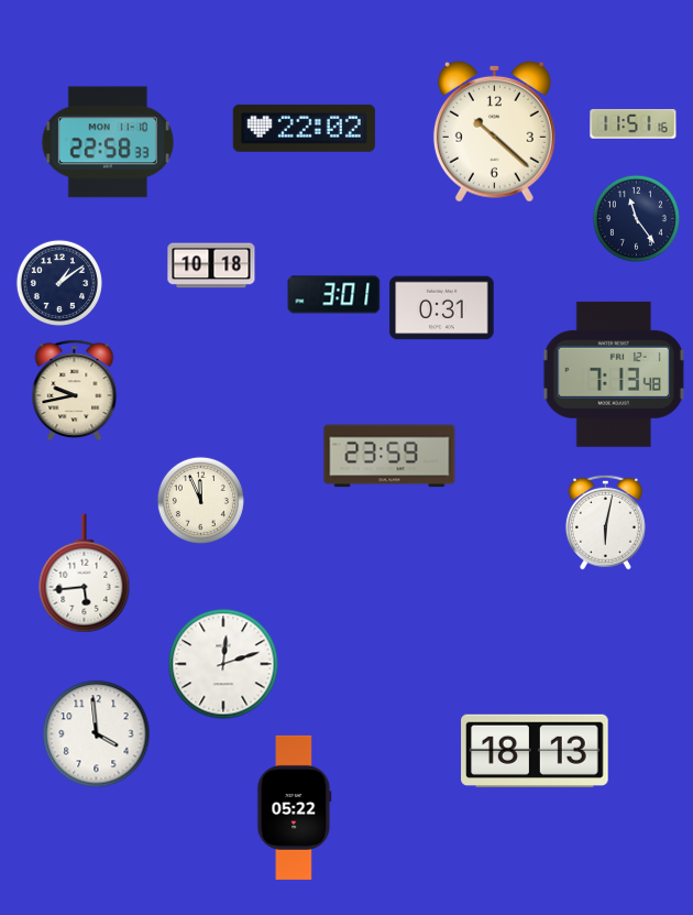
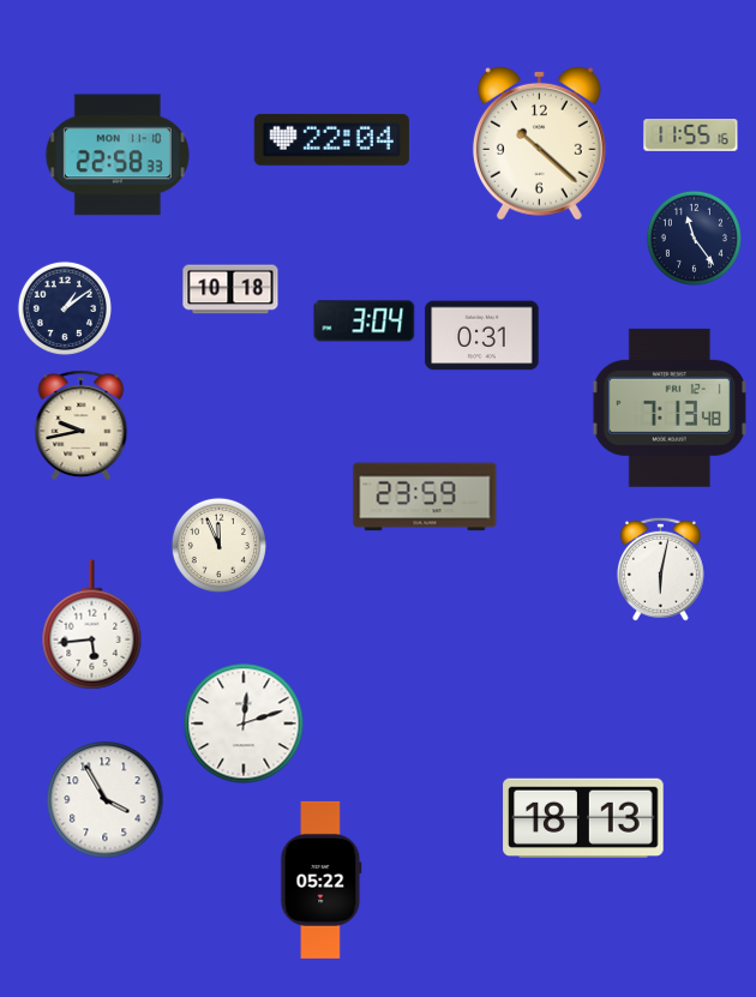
clock at (634, 124): 11:51 -> 11:55
clock at (304, 128): 22:02 -> 22:04
clock at (334, 295): 3:01 -> 3:04
clock at (97, 734): 3:59 -> 3:55
